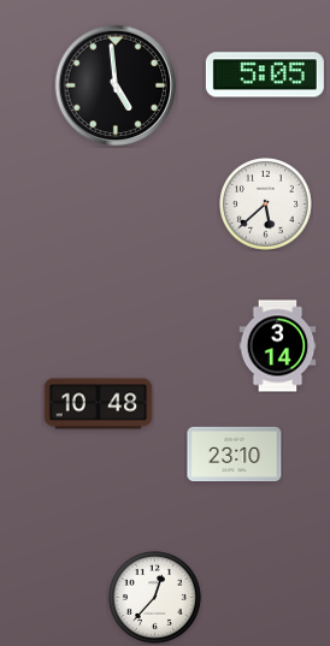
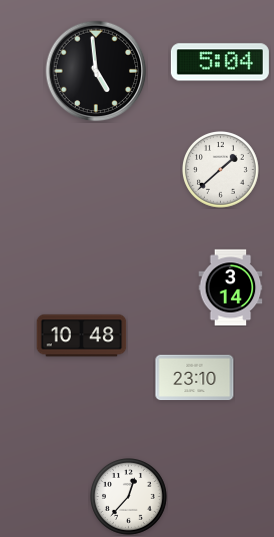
clock at (265, 75): 5:05 -> 5:04
clock at (266, 205): 5:38 -> 1:38
